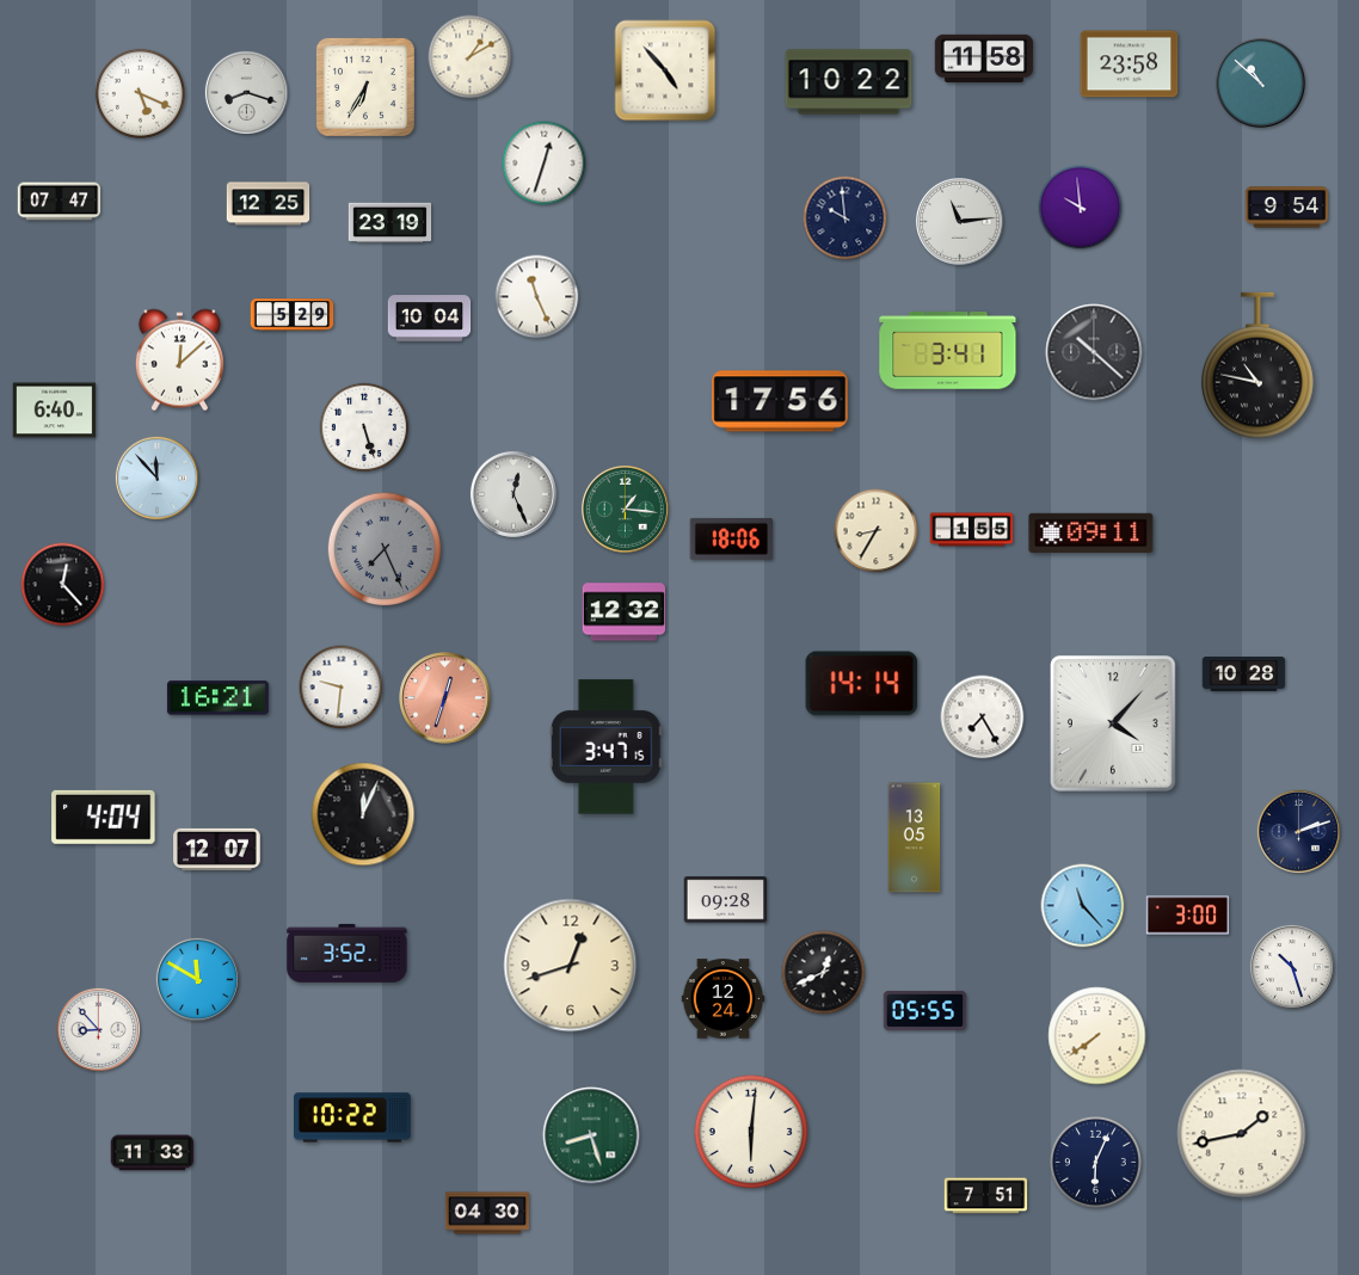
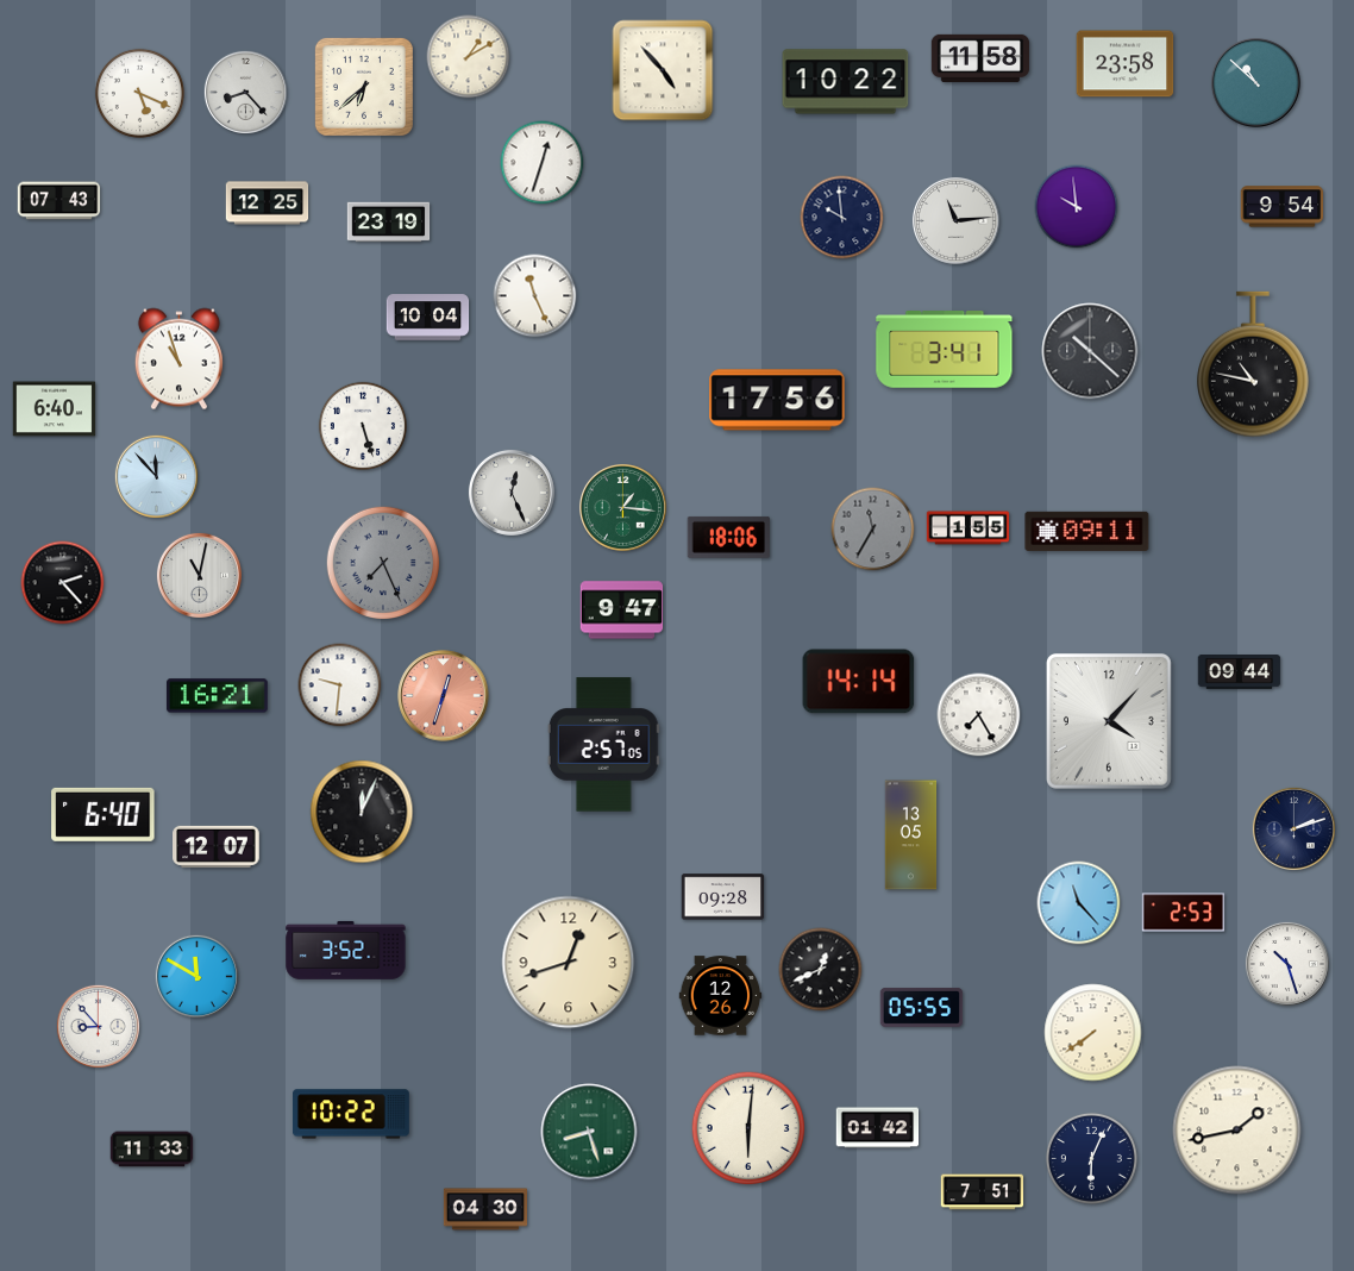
clock at (365, 87): 6:35 -> 6:38
clock at (246, 92): 8:18 -> 8:23
clock at (60, 202): 07:47 -> 07:43
clock at (293, 315): 5:29 -> none
clock at (179, 361): 12:08 -> 10:57
clock at (877, 531): 8:35 -> 11:35
clock at (877, 531) dial: cream -> grey
clock at (385, 549) position: (385, 549) -> (383, 563)
clock at (199, 575): none -> 11:02
clock at (63, 585): 12:23 -> 2:23
clock at (625, 612): 12:32 -> 9:47
clock at (1244, 675): 10:28 -> 09:44
clock at (605, 747): 3:47 -> 2:57
clock at (104, 817): 4:04 -> 6:40
clock at (1188, 916): 3:00 -> 2:53
clock at (724, 999): 12:24 -> 12:26
clock at (878, 1128): none -> 01:42
